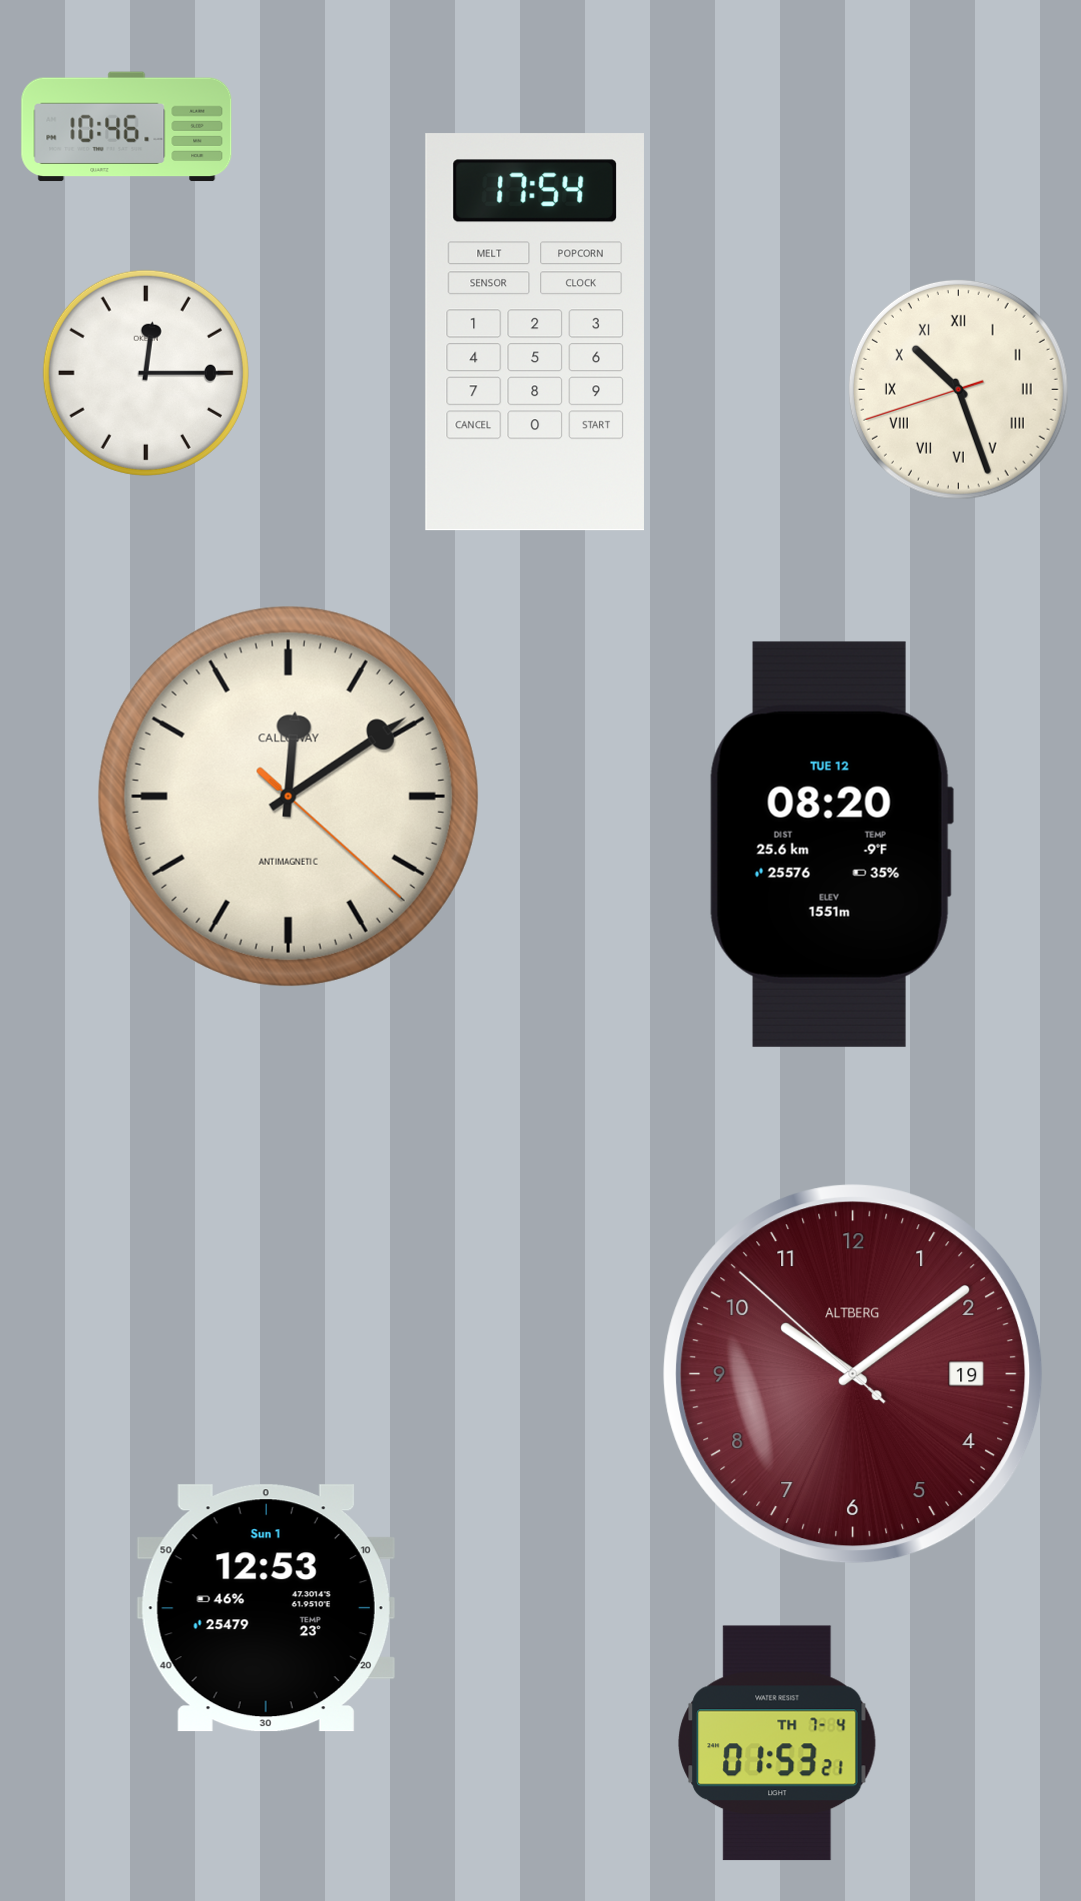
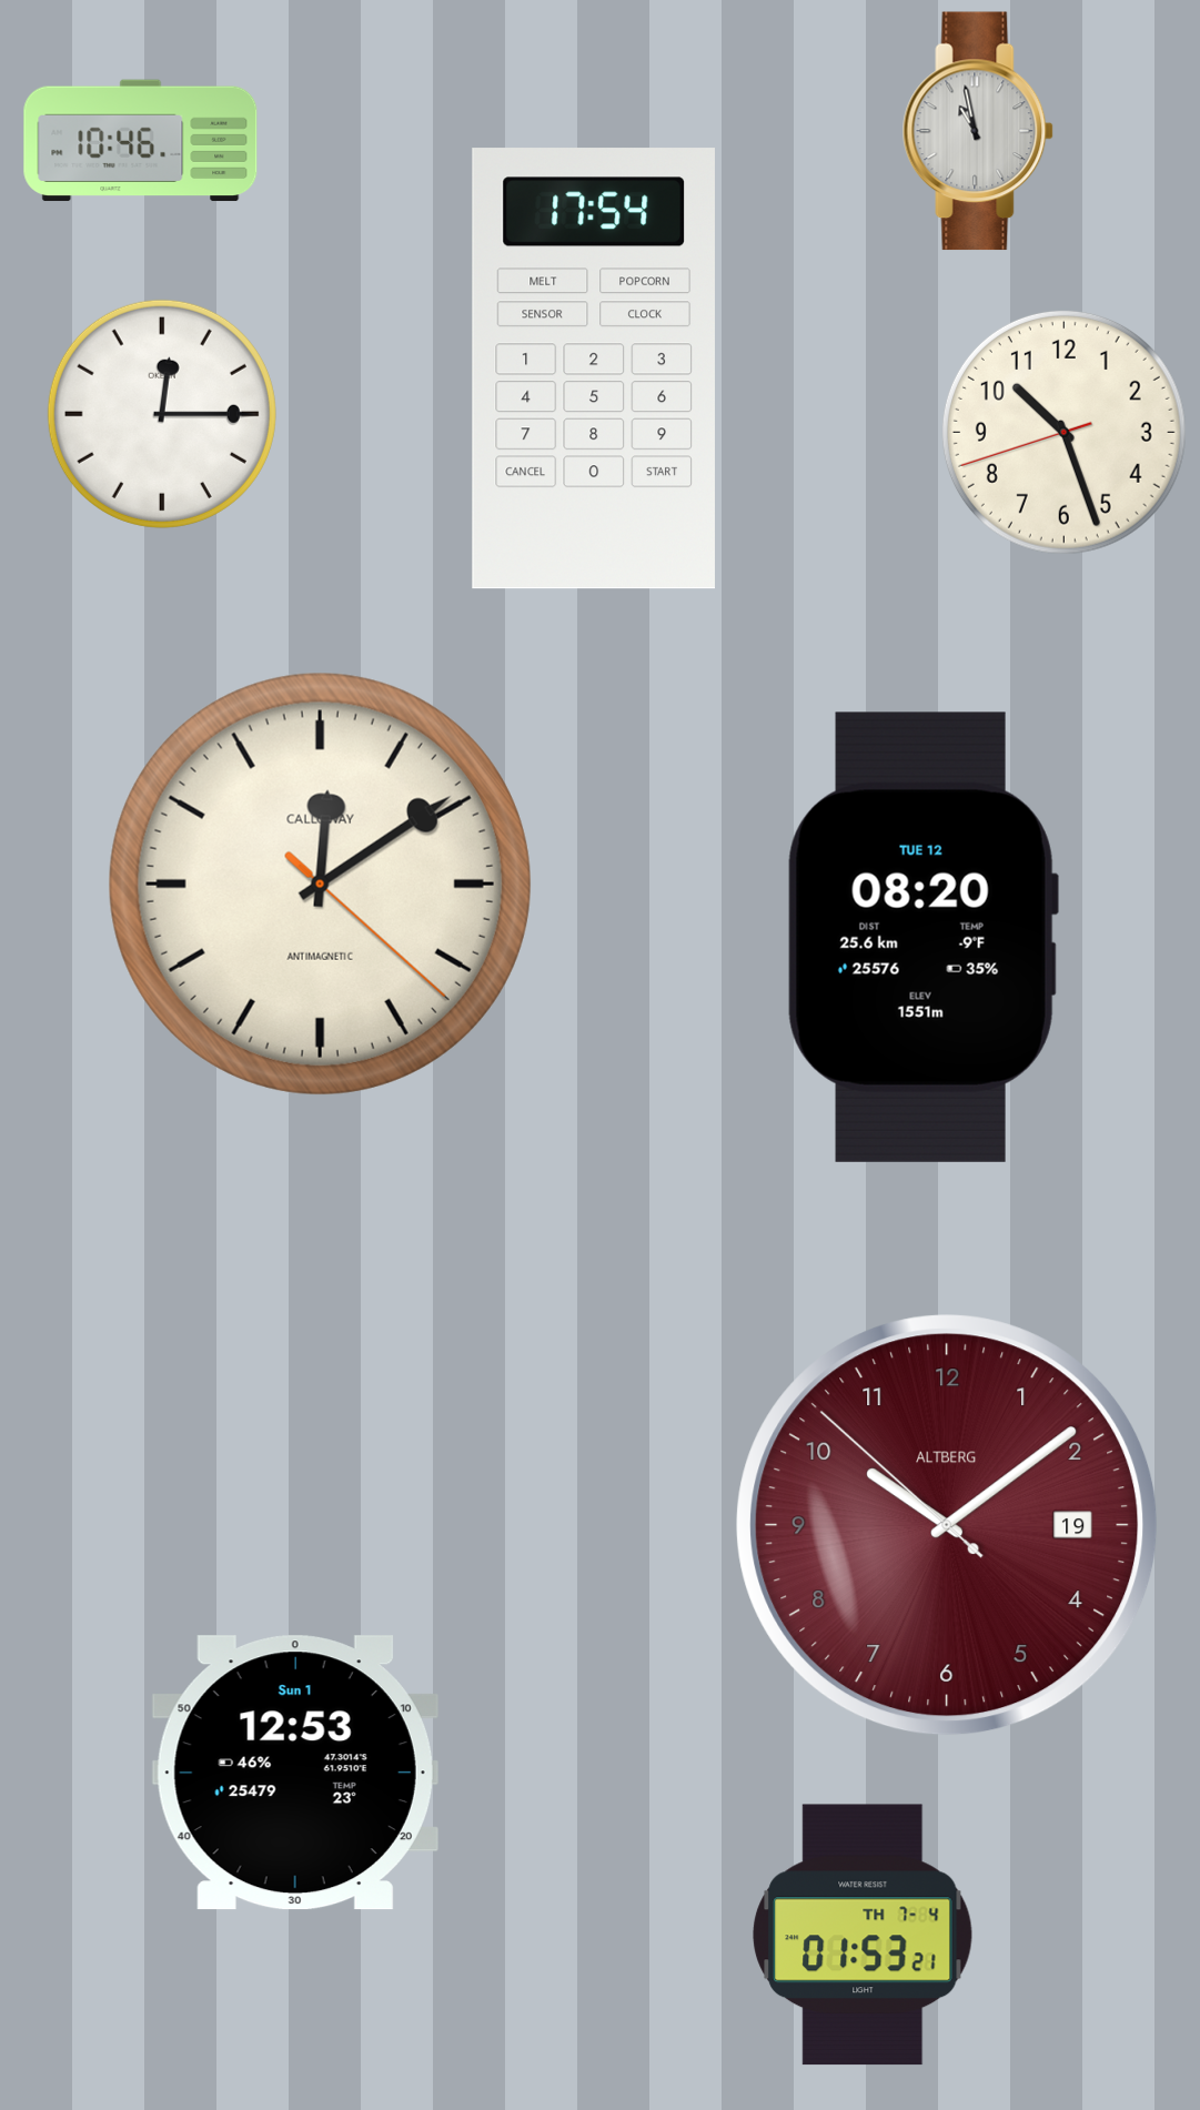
clock at (978, 131): none -> 10:58
clock at (958, 389) numerals: Roman -> Arabic
clock at (266, 1608) position: (266, 1608) -> (295, 1773)
